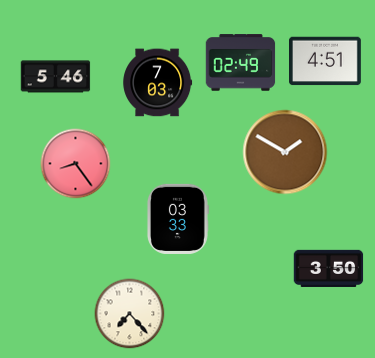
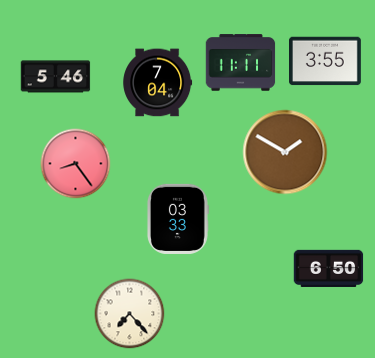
clock at (326, 61): 4:51 -> 3:55
clock at (241, 63): 02:49 -> 11:11
clock at (158, 83): 7:03 -> 7:04
clock at (329, 268): 3:50 -> 6:50
